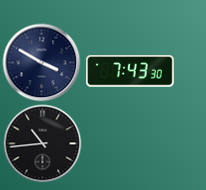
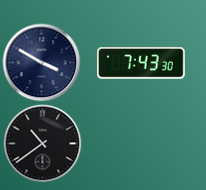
clock at (131, 71) position: (131, 71) -> (142, 63)
clock at (42, 143): 10:44 -> 10:39
